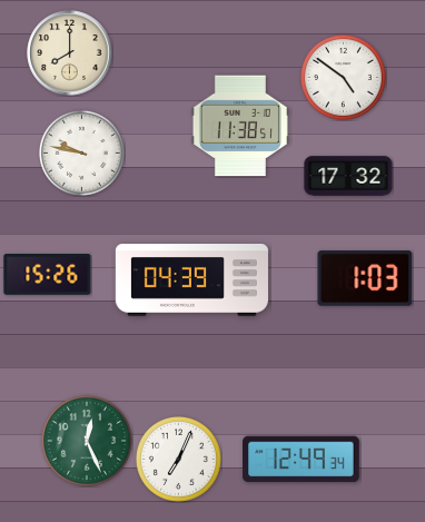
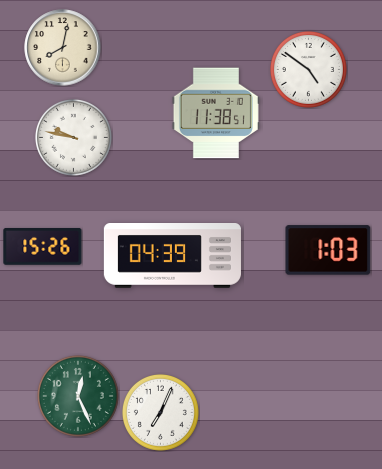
clock at (70, 53): 8:00 -> 8:02
clock at (348, 176): 17:32 -> none
clock at (191, 280) position: (191, 280) -> (172, 256)
clock at (302, 460): 12:49 -> none
